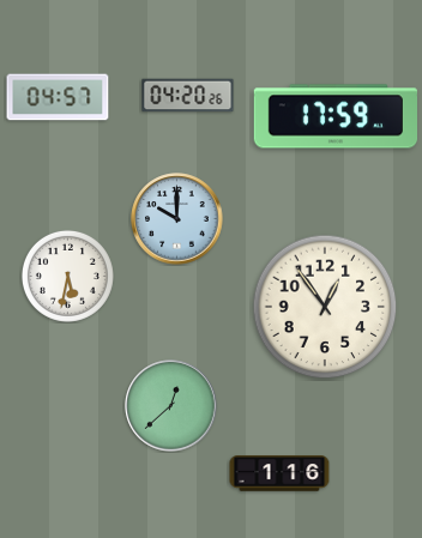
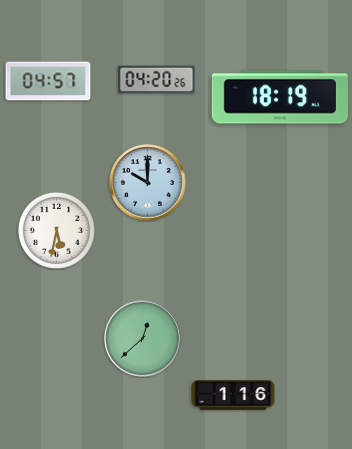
clock at (334, 116): 17:59 -> 18:19
clock at (325, 307): 12:54 -> none
